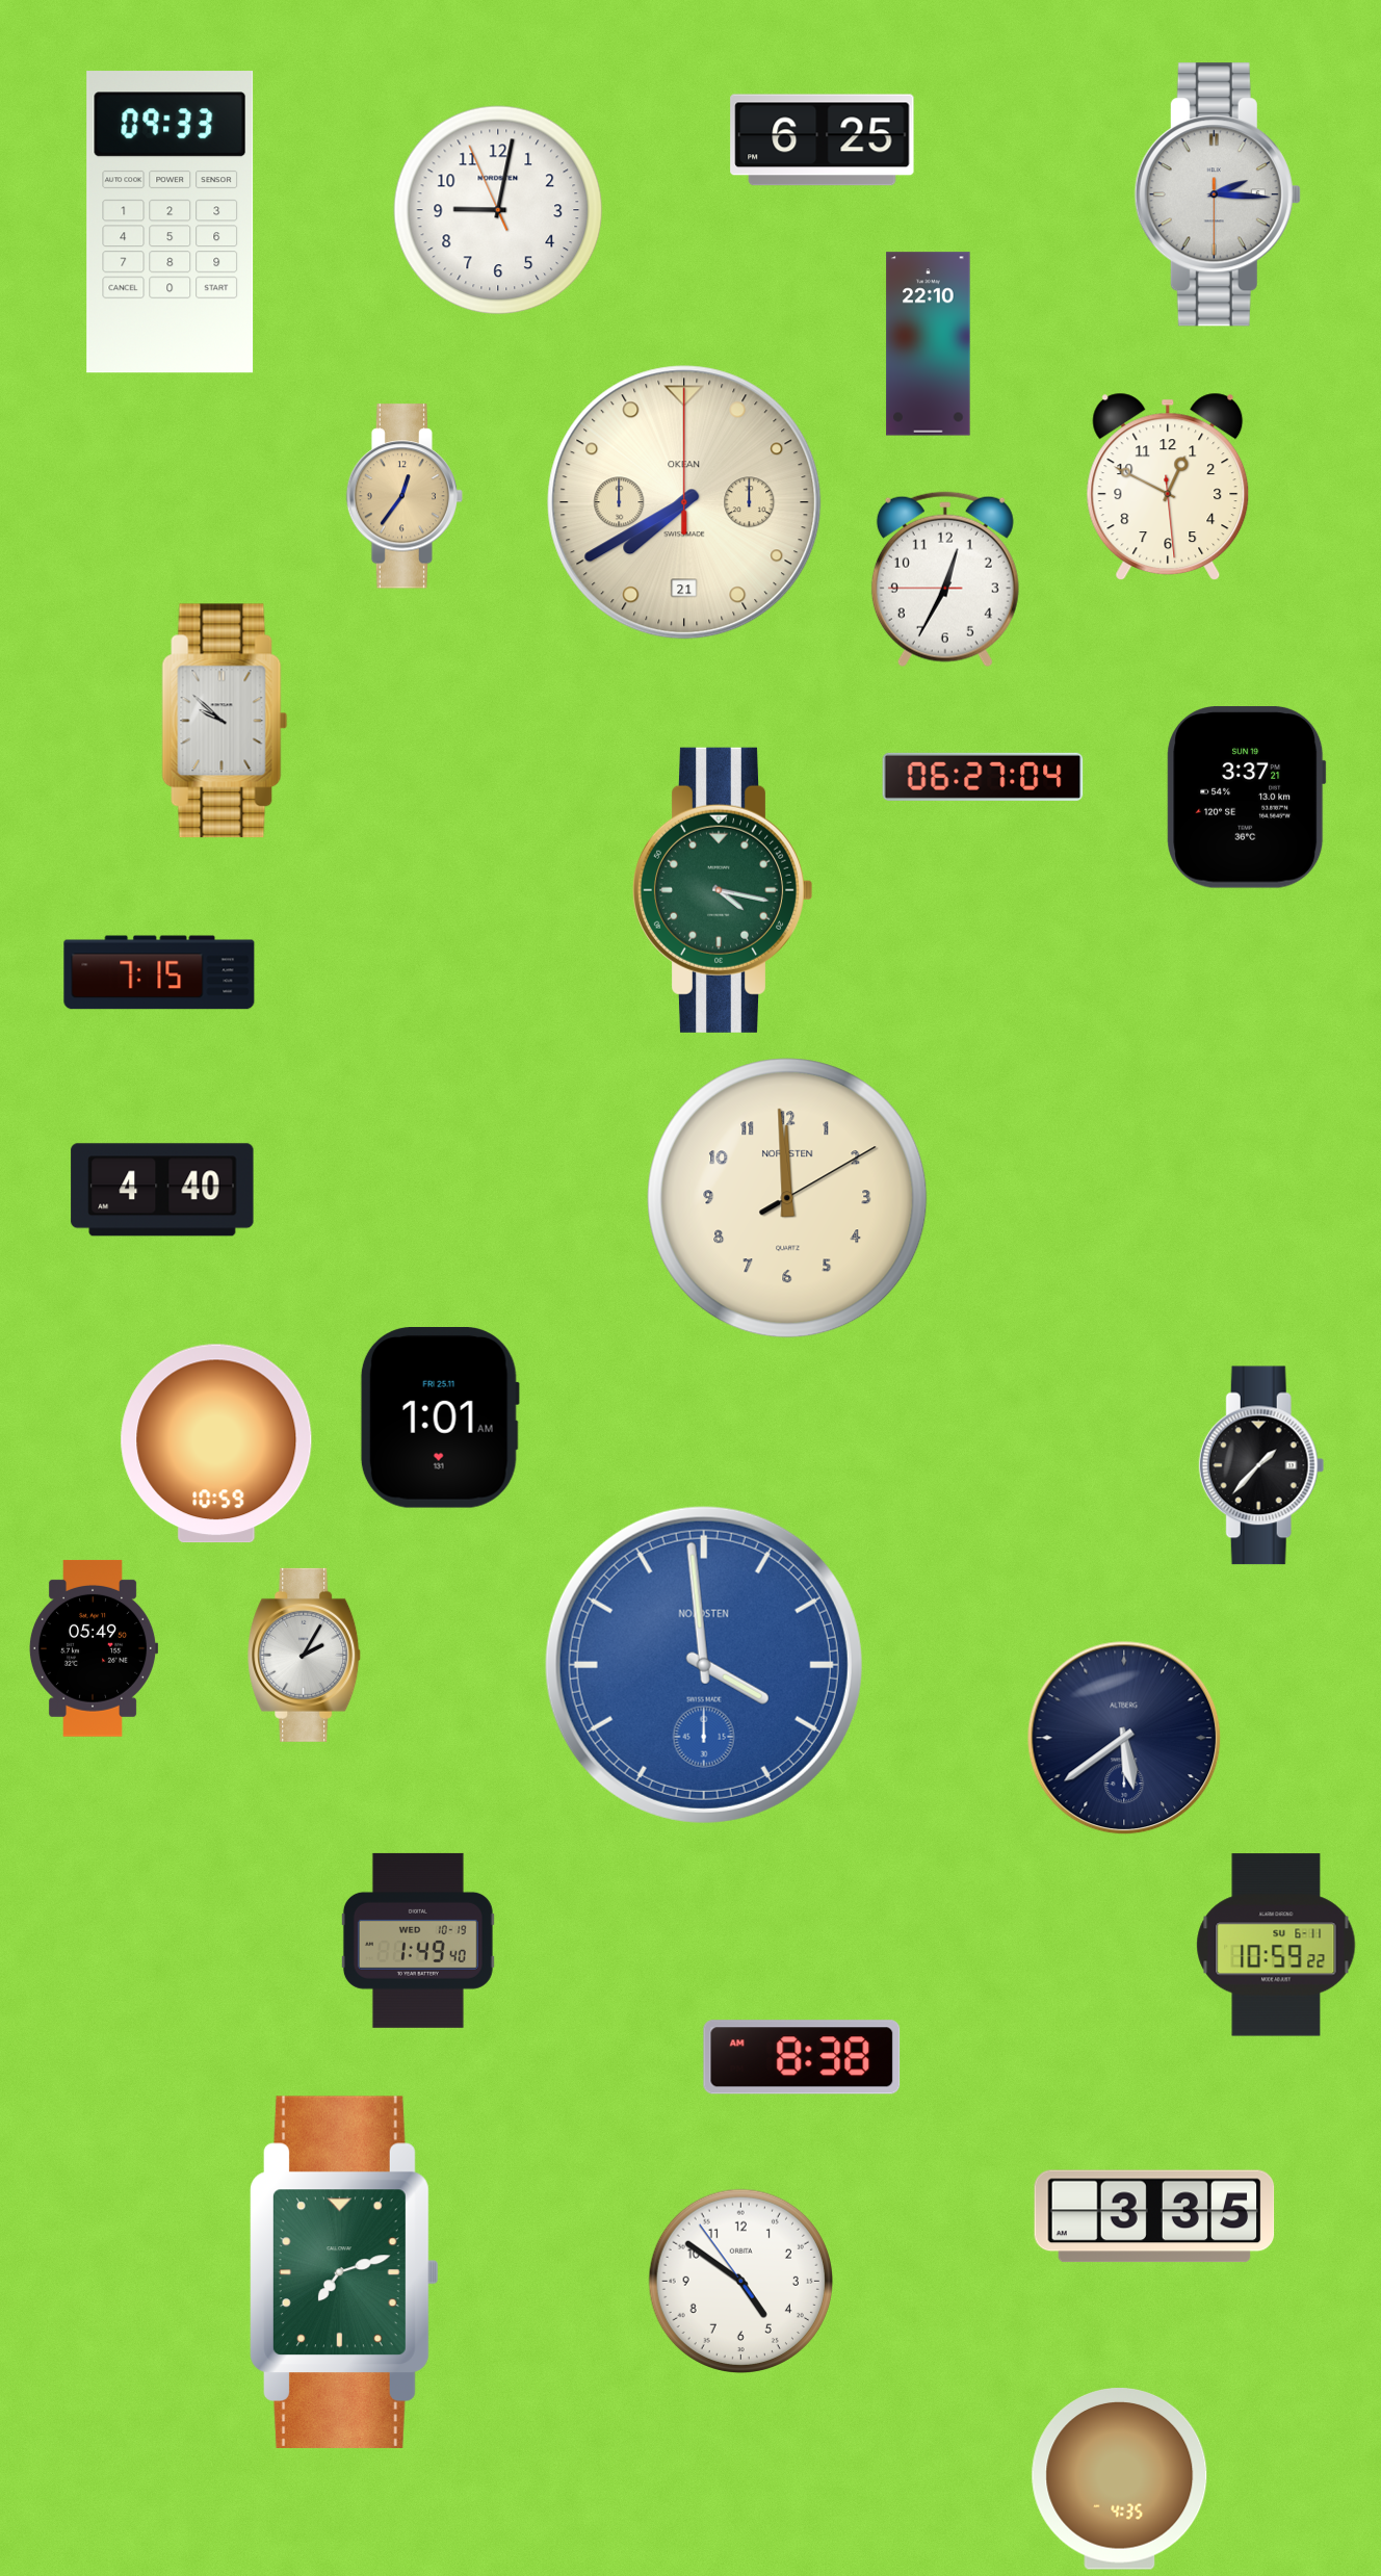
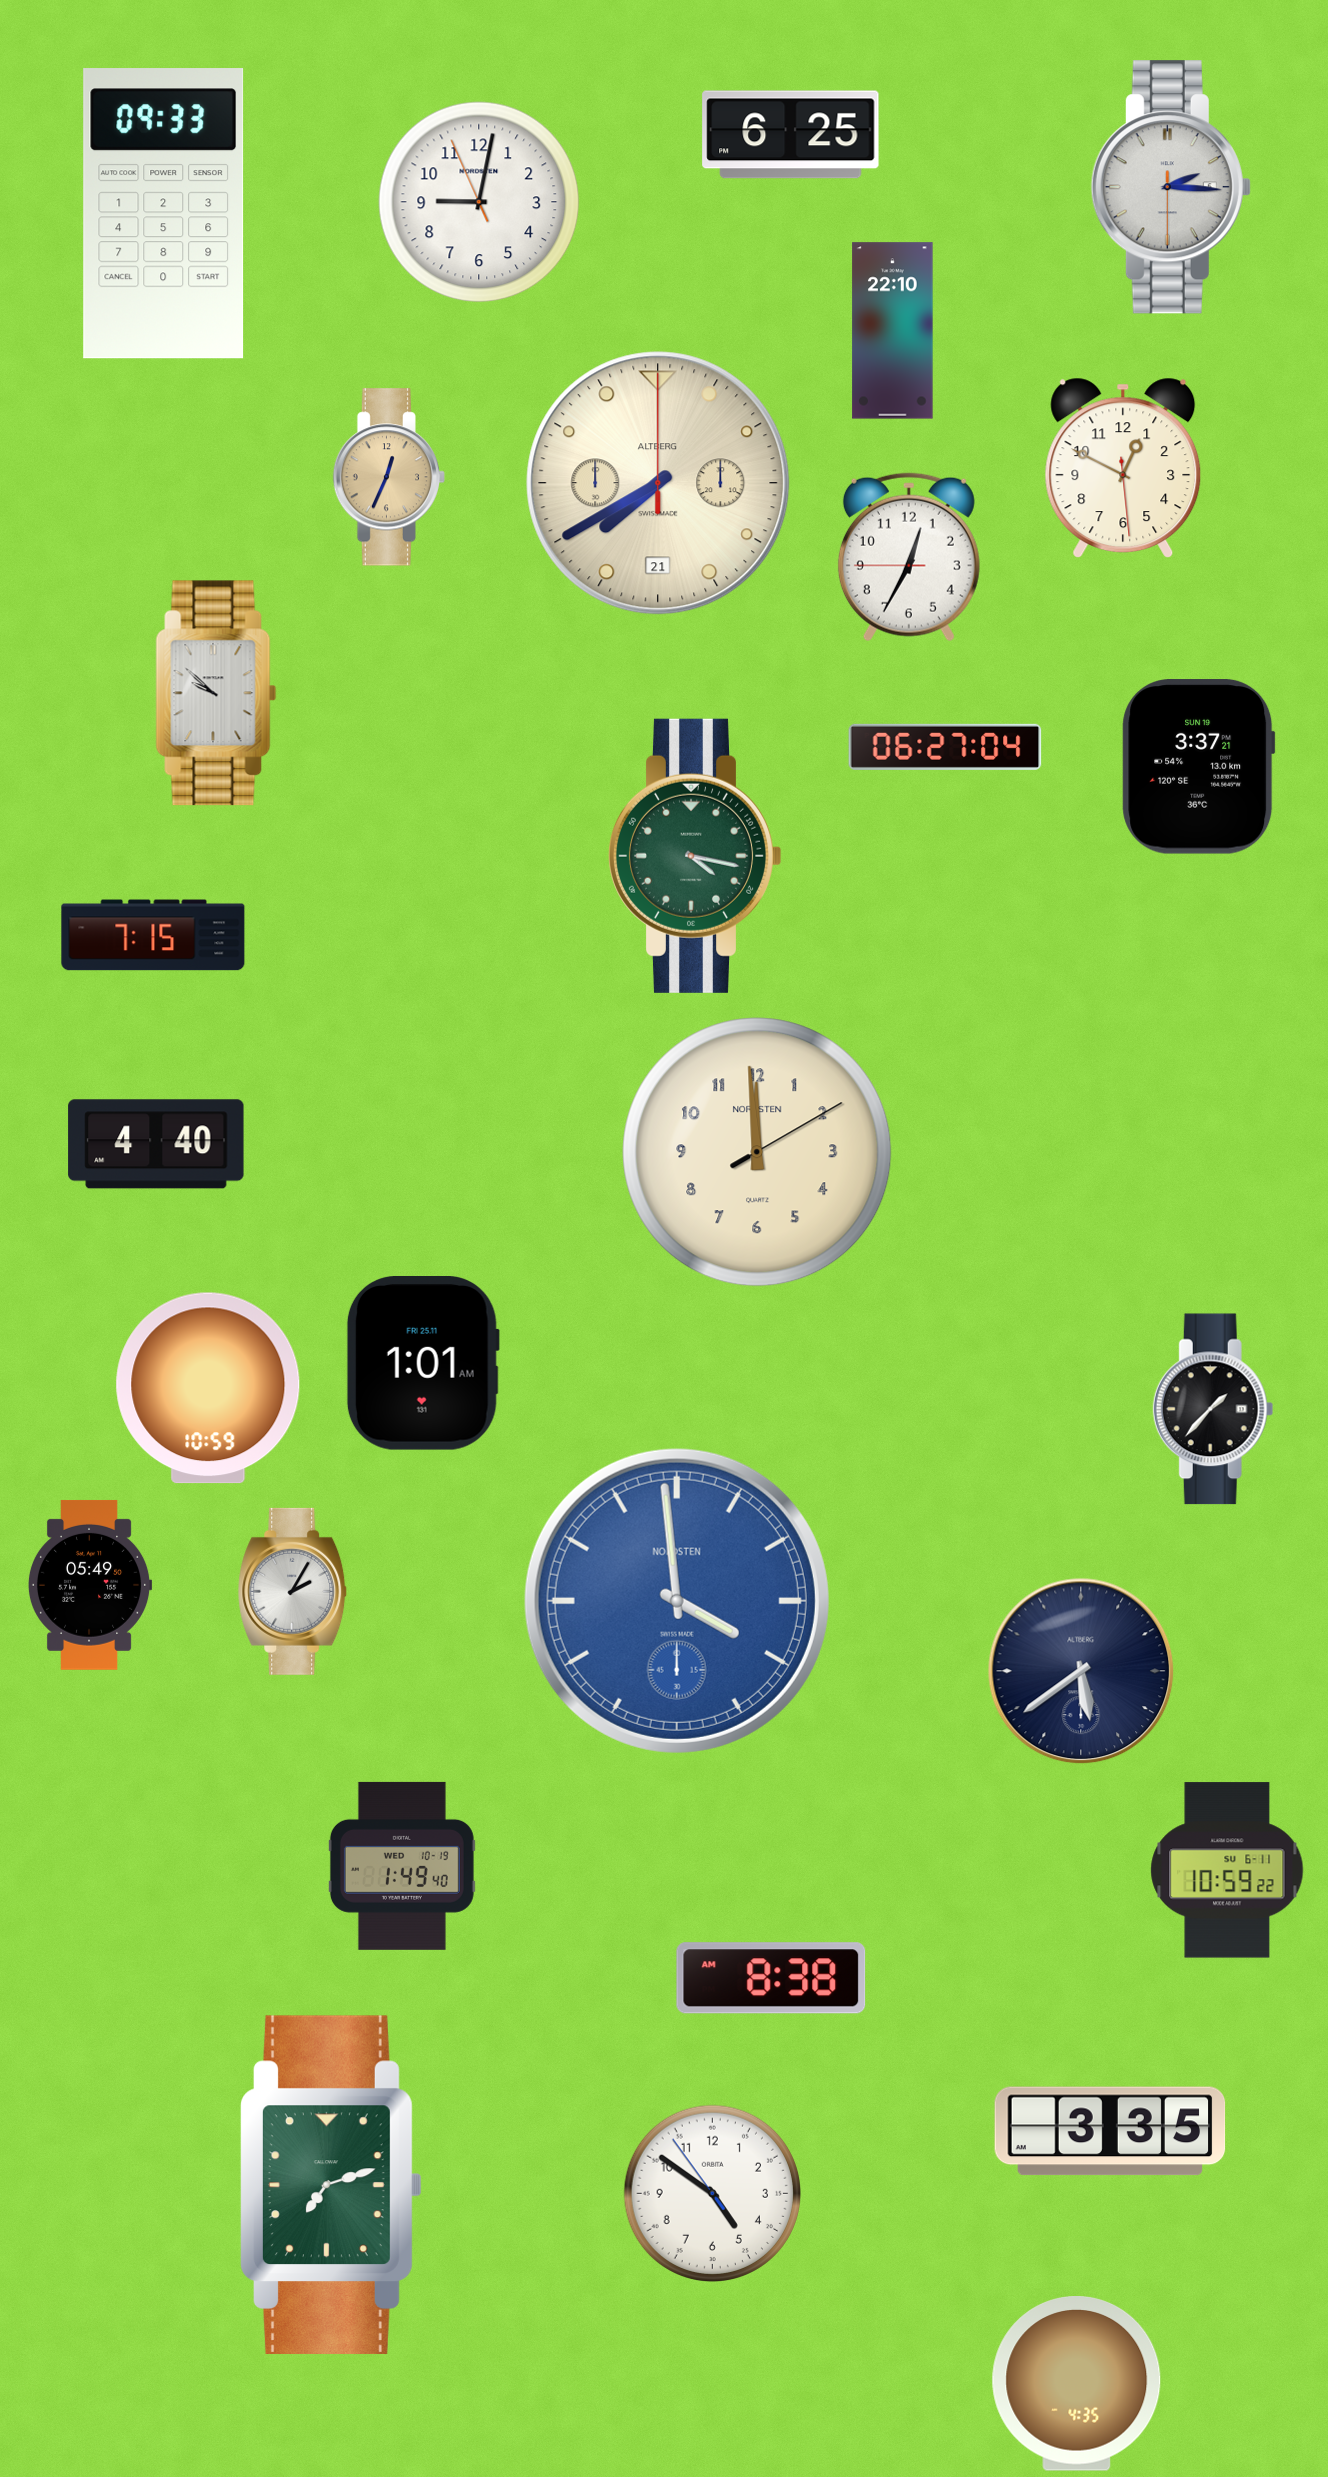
clock at (405, 496): 12:36 -> 12:34
clock at (684, 502) brand: OKEAN -> ALTBERG
